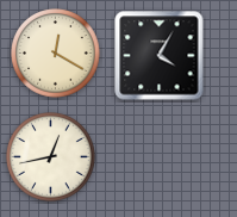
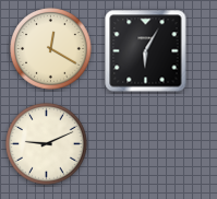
clock at (160, 56): 4:05 -> 6:05
clock at (51, 157): 12:43 -> 9:11
